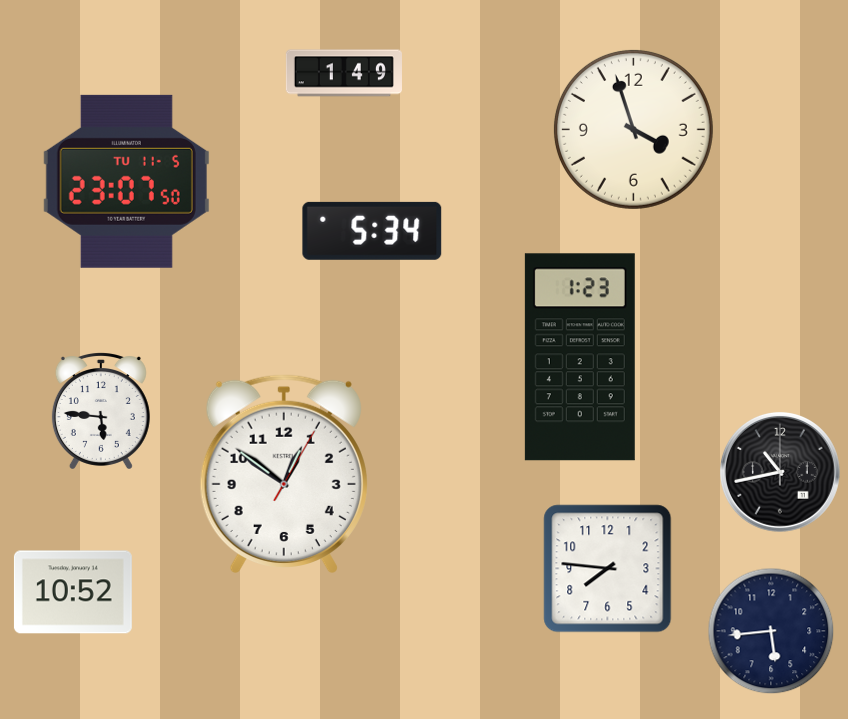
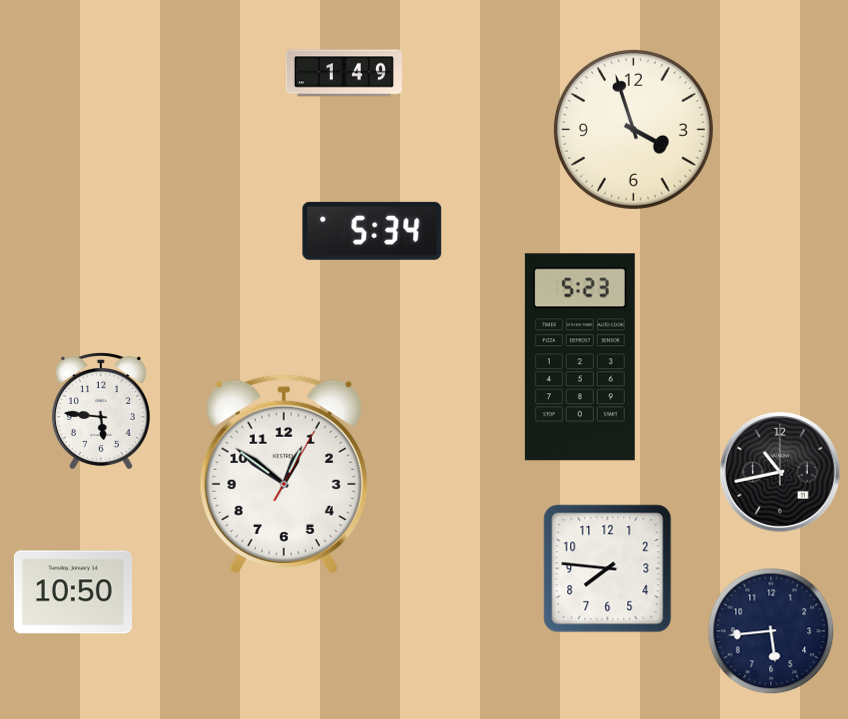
clock at (126, 181): 23:07 -> none
clock at (580, 357): 1:23 -> 5:23
clock at (73, 592): 10:52 -> 10:50
